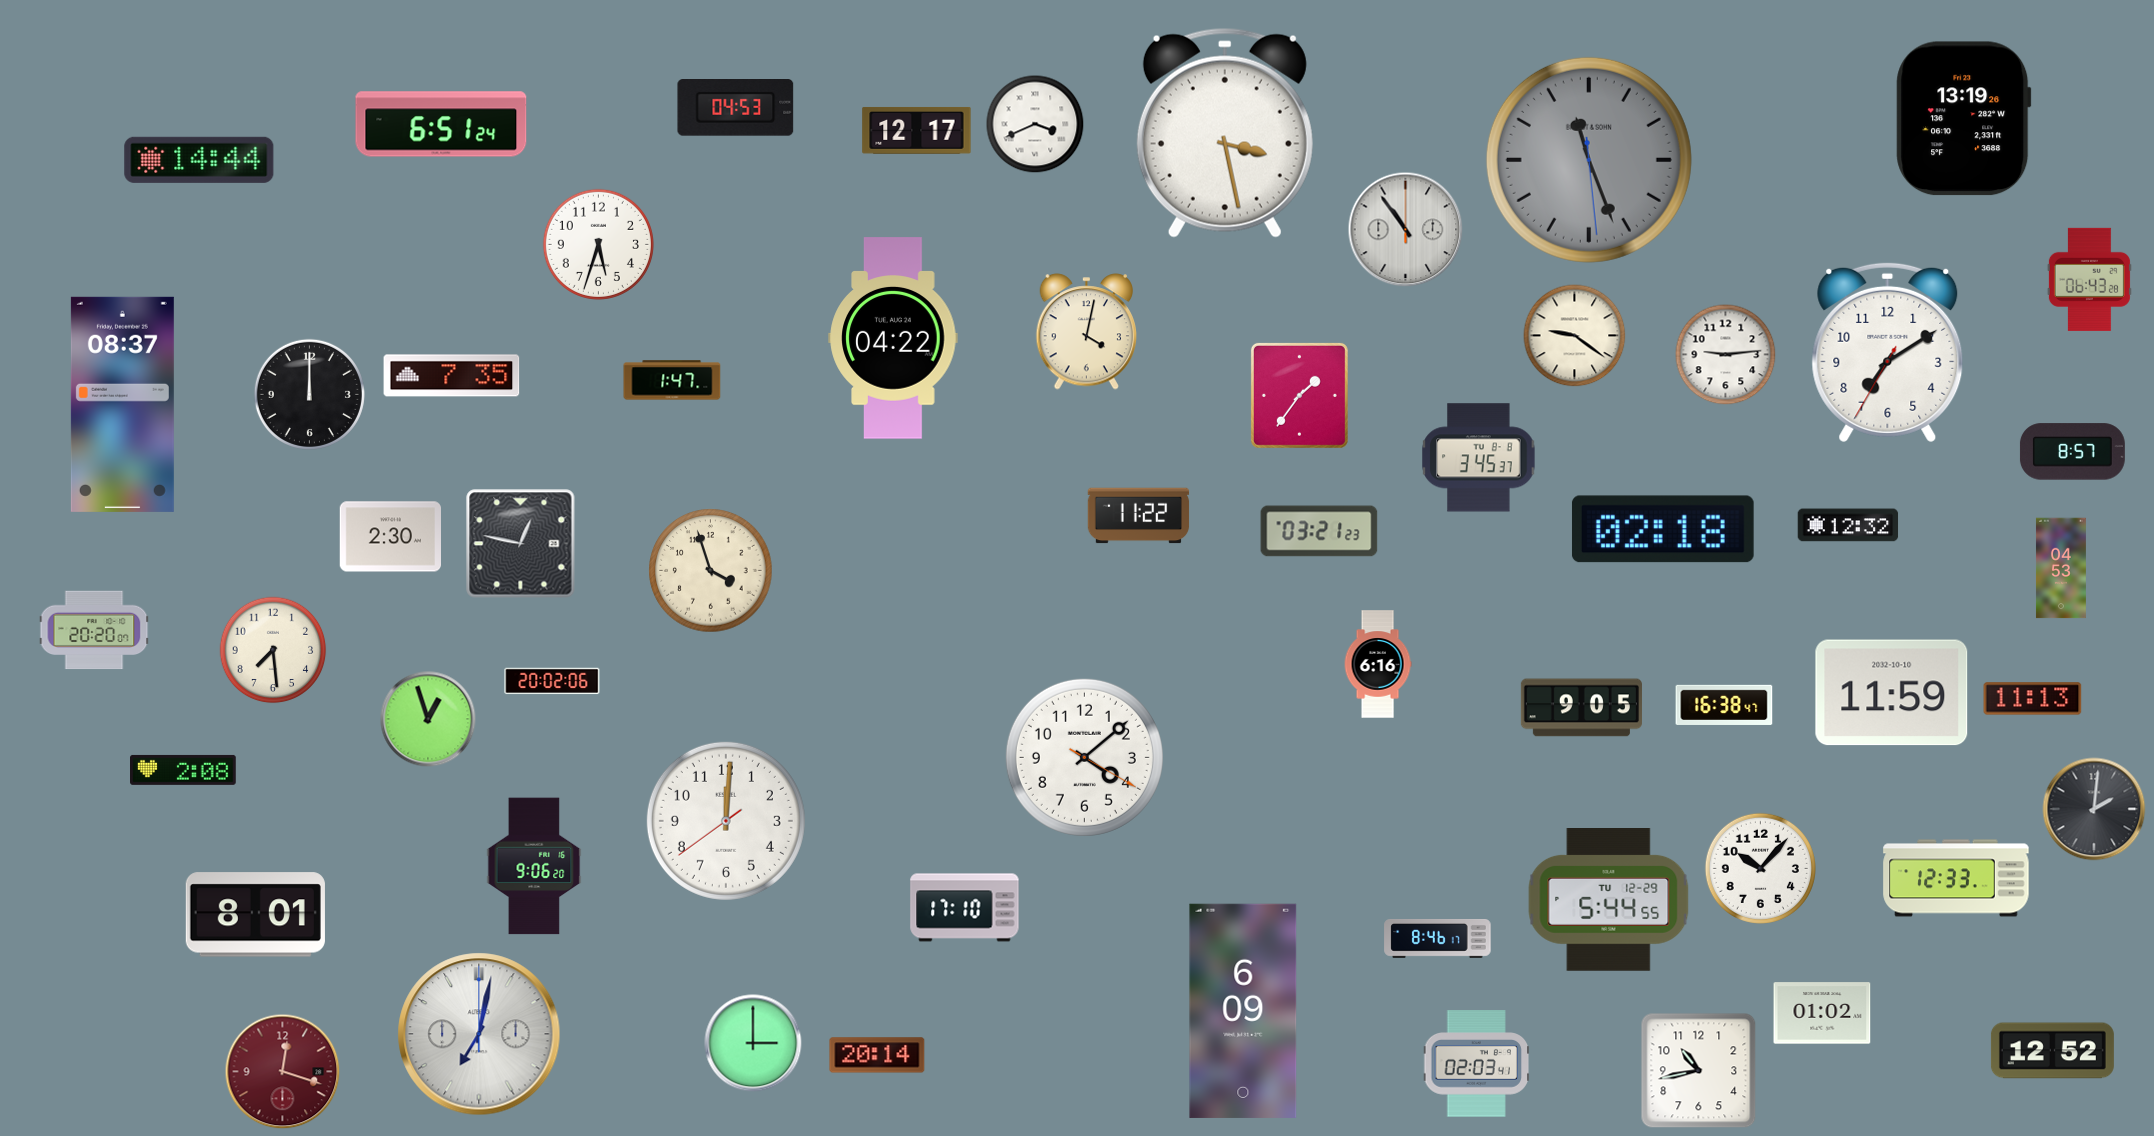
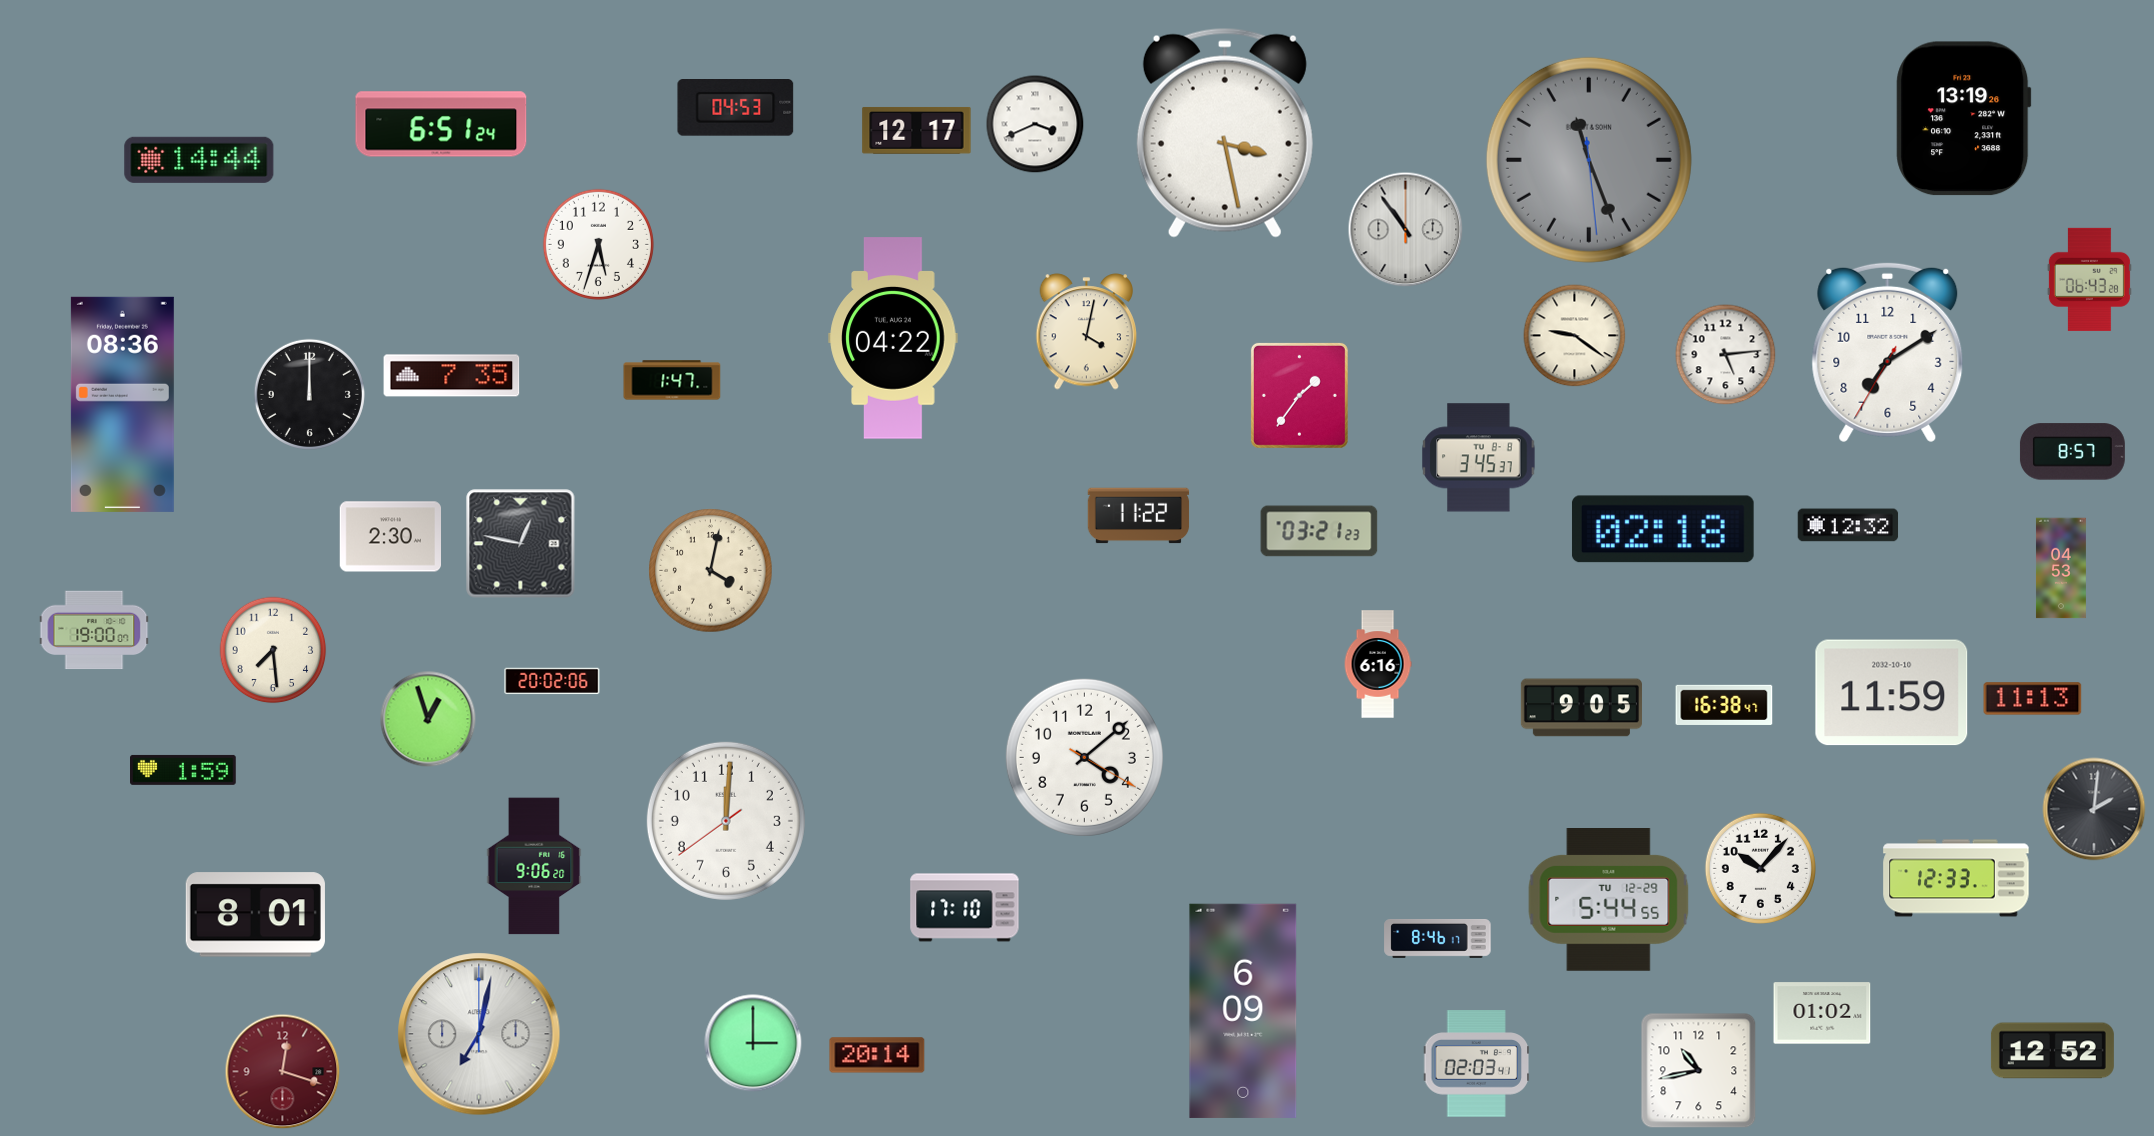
clock at (1726, 355): 9:14 -> 5:14
clock at (122, 404): 08:37 -> 08:36
clock at (711, 571): 3:57 -> 4:02
clock at (94, 630): 20:20 -> 19:00
clock at (184, 770): 2:08 -> 1:59
